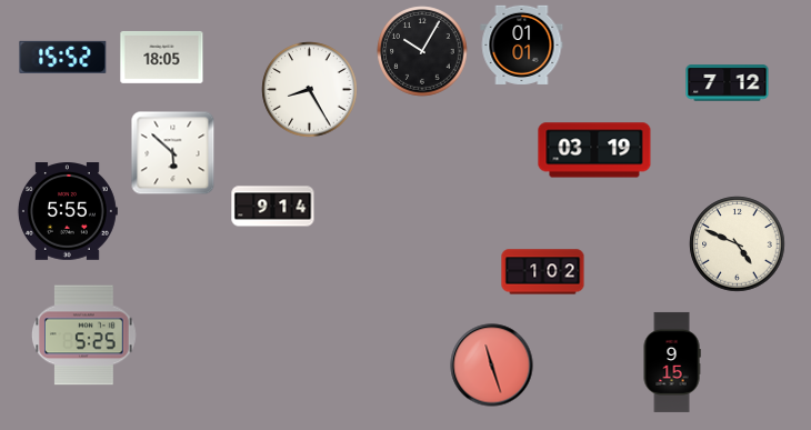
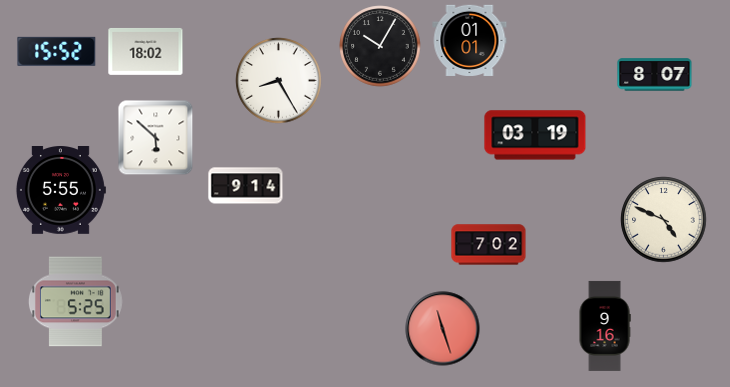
clock at (162, 57): 18:05 -> 18:02
clock at (728, 83): 7:12 -> 8:07
clock at (543, 272): 1:02 -> 7:02
clock at (672, 362): 9:15 -> 9:16
